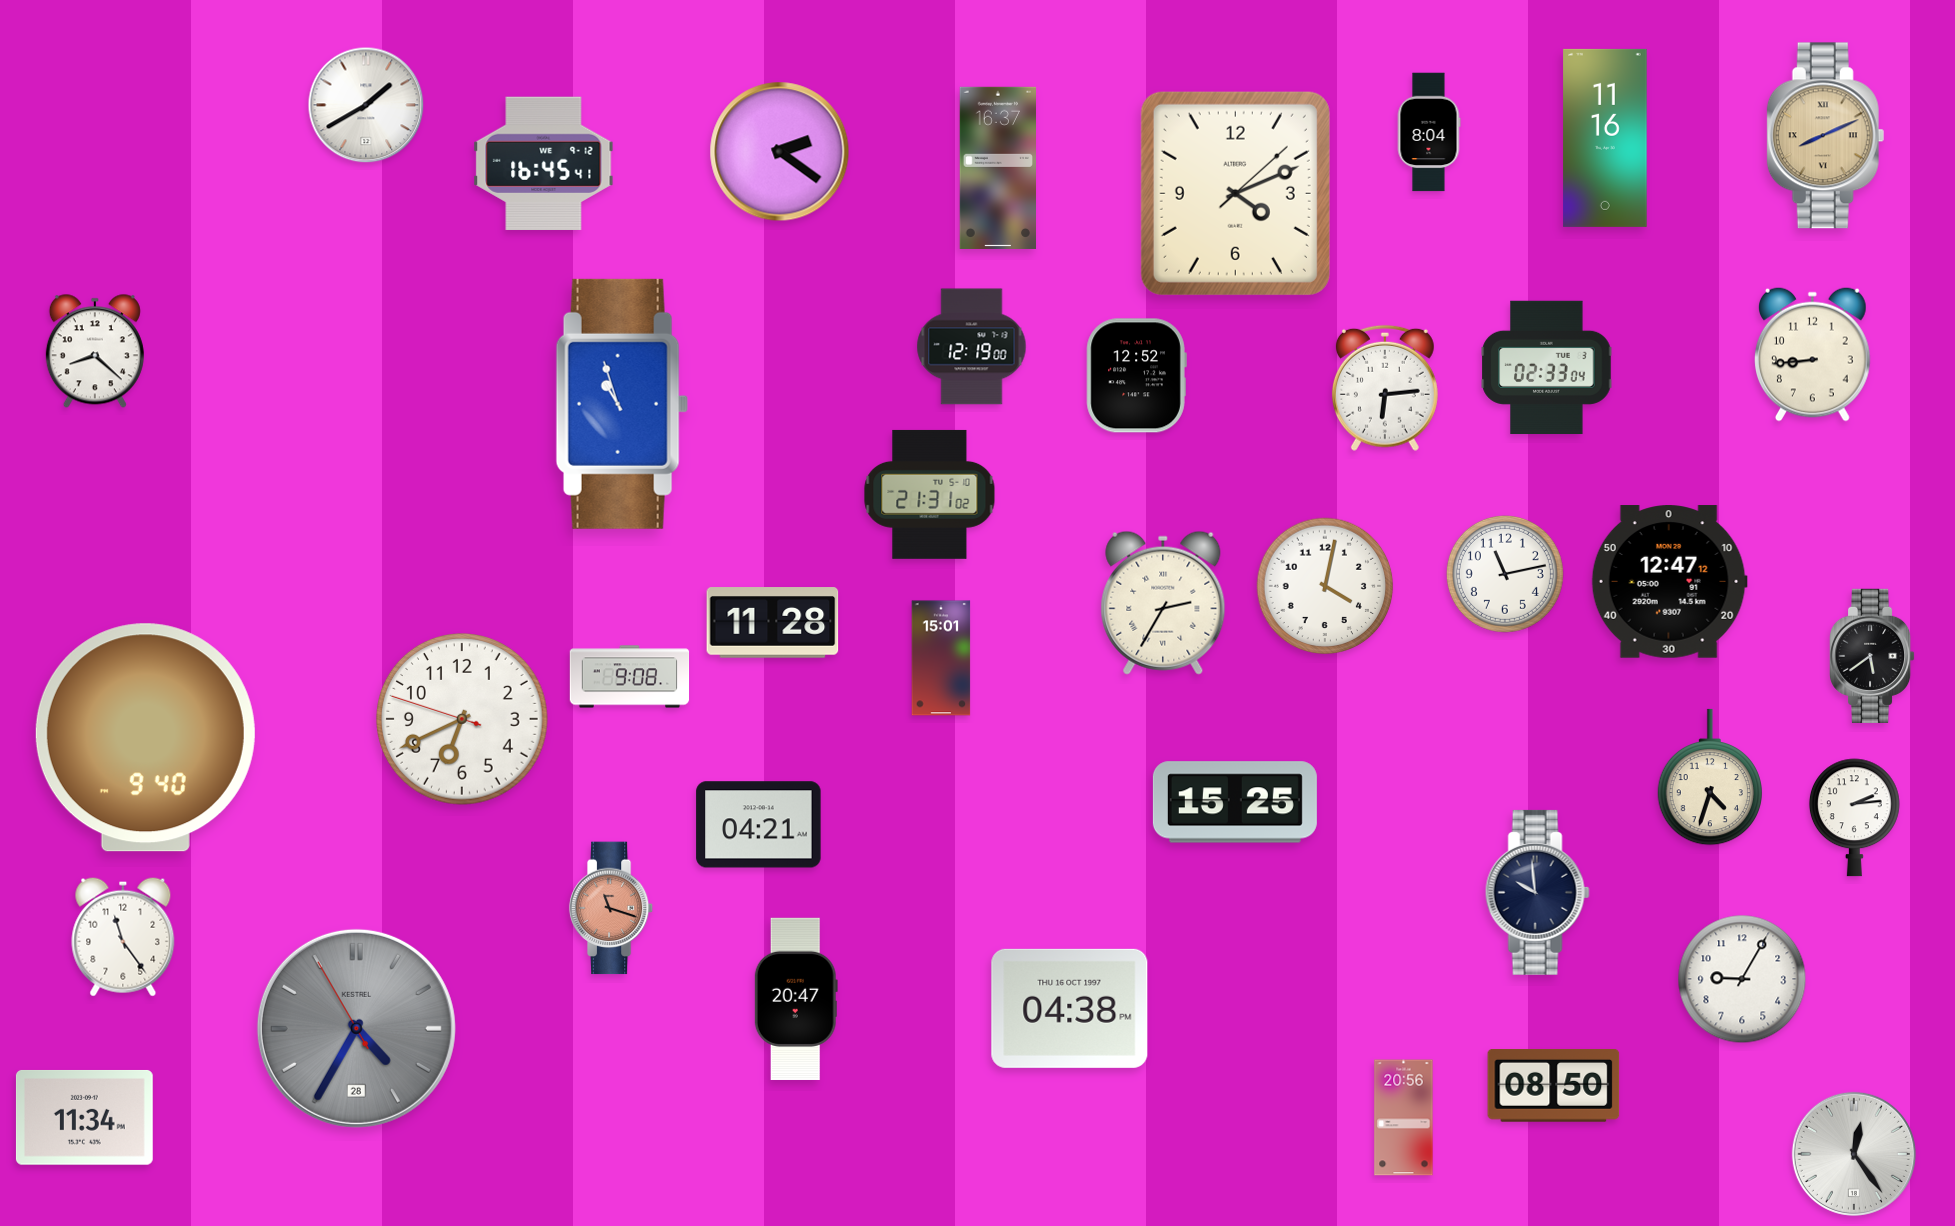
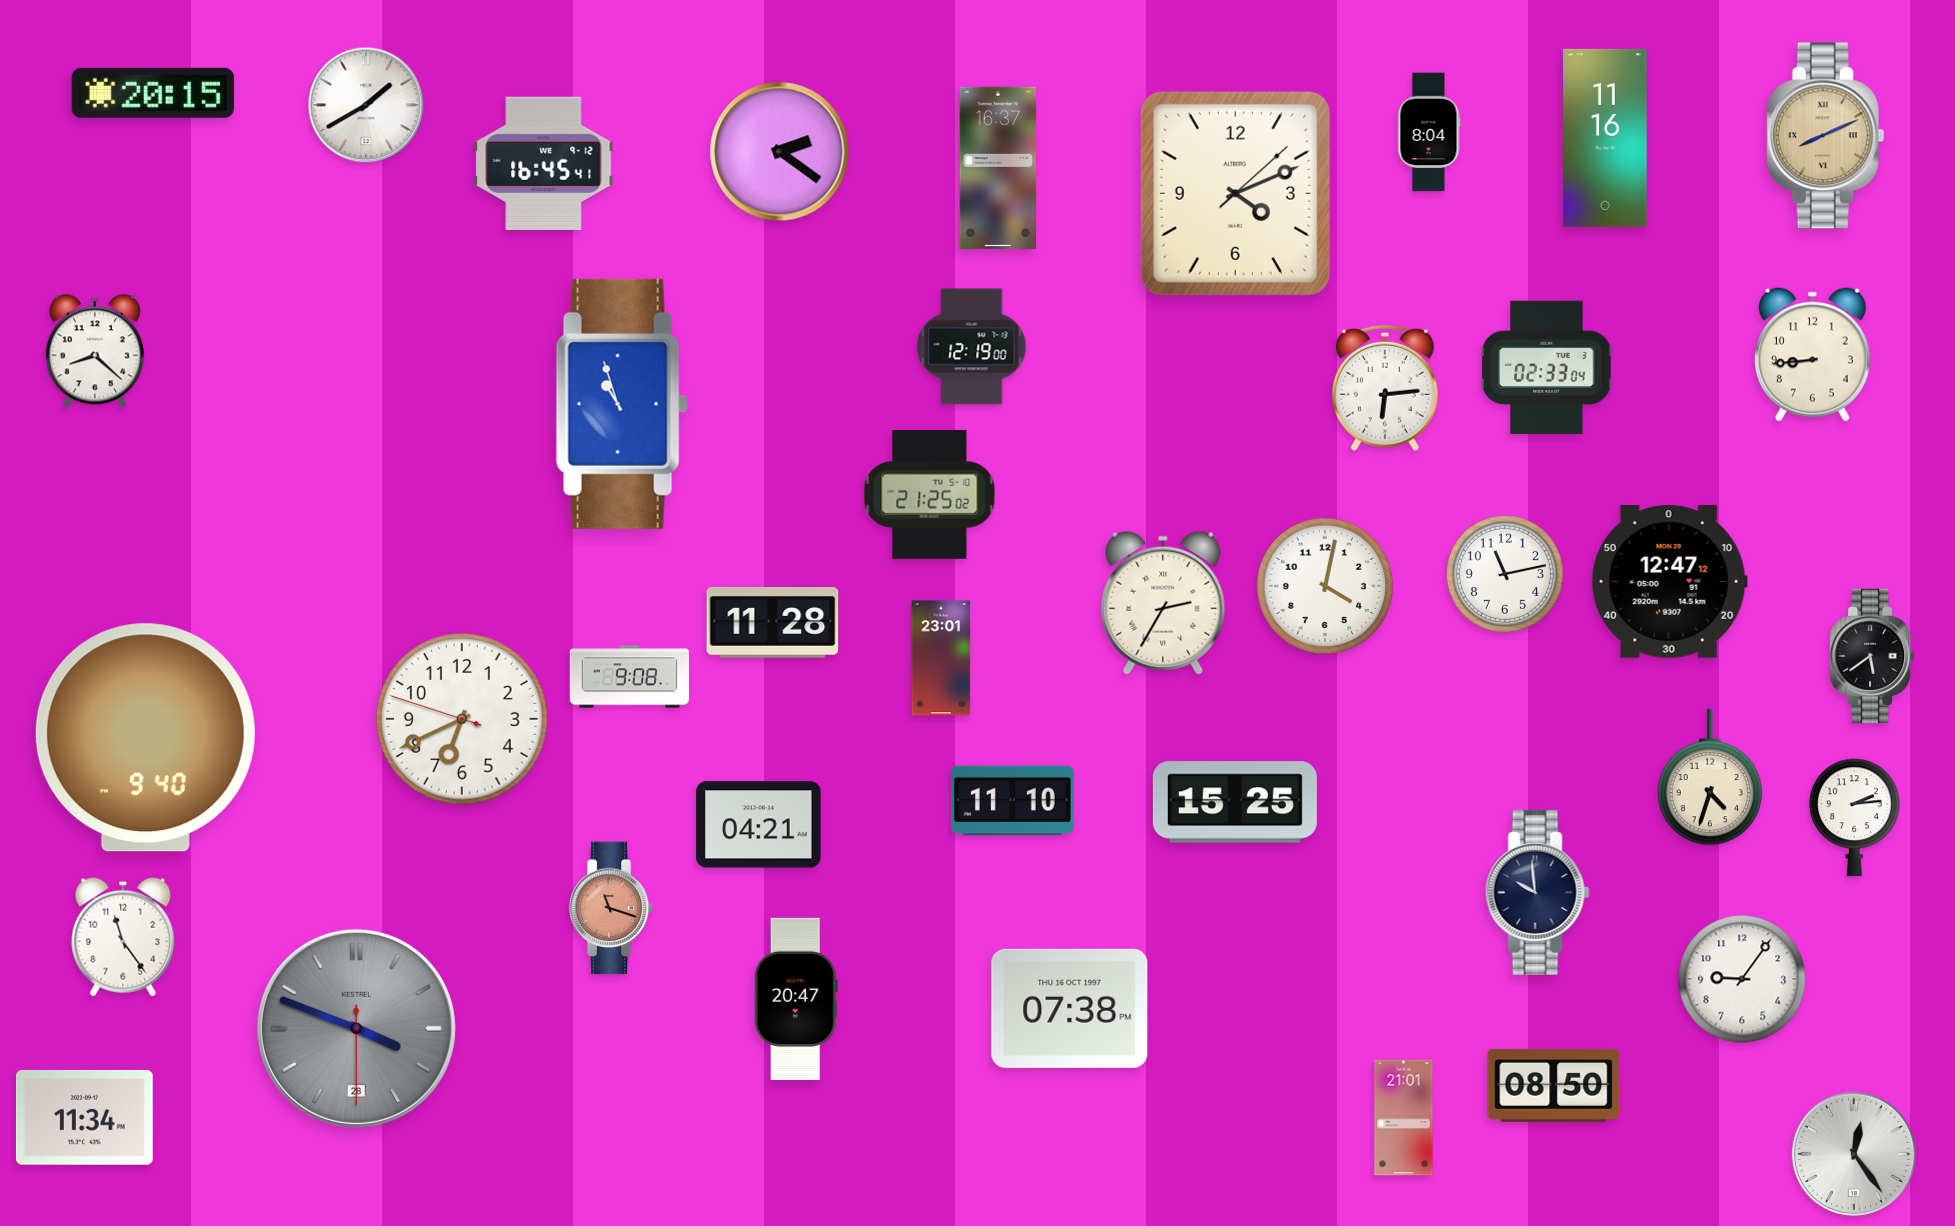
clock at (153, 93): none -> 20:15
clock at (1136, 376): 12:52 -> none
clock at (930, 494): 21:31 -> 21:25
clock at (941, 658): 15:01 -> 23:01
clock at (1012, 801): none -> 11:10
clock at (1742, 979): 9:05 -> 9:06
clock at (1070, 1008): 04:38 -> 07:38
clock at (356, 1028): 4:34 -> 3:48
clock at (1404, 1118): 20:56 -> 21:01
